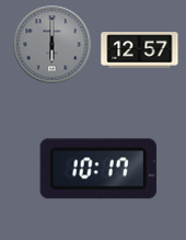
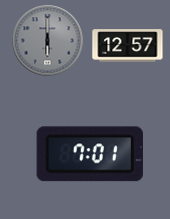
clock at (98, 169): 10:17 -> 7:01
